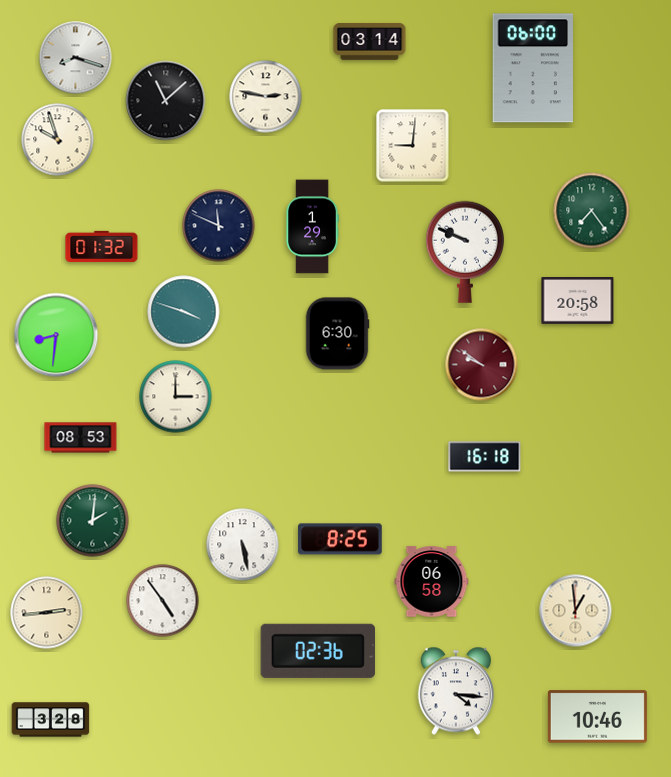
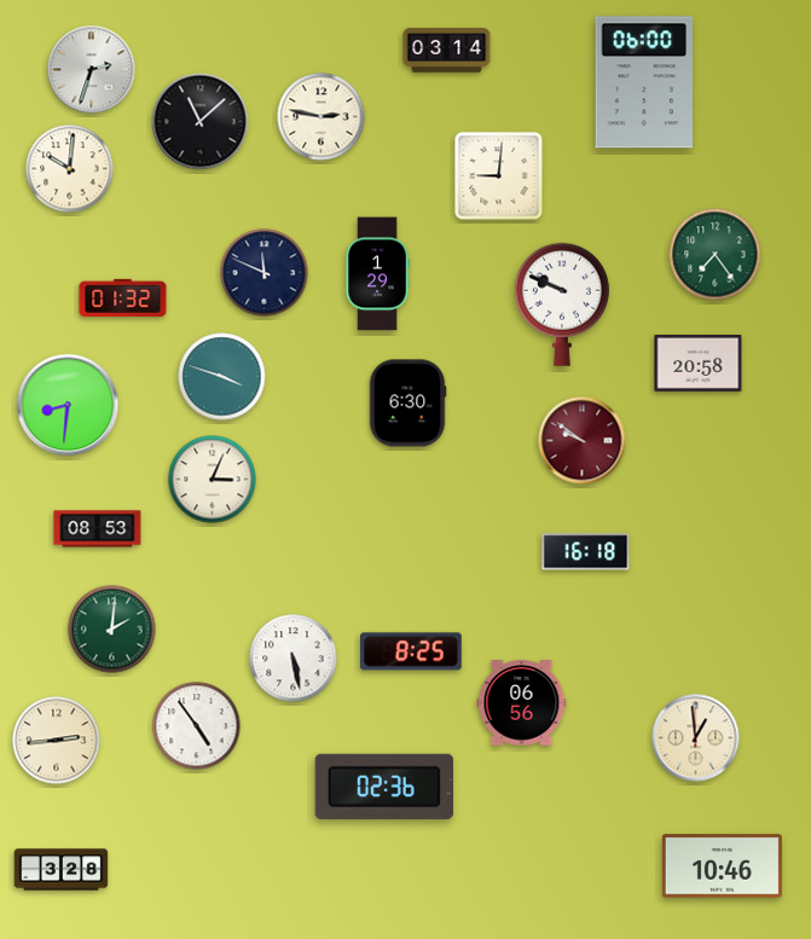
clock at (76, 58): 8:18 -> 2:33
clock at (58, 140): 9:57 -> 10:01
clock at (176, 397): 3:00 -> 3:04
clock at (432, 582): 06:58 -> 06:56
clock at (455, 691): 4:16 -> none
